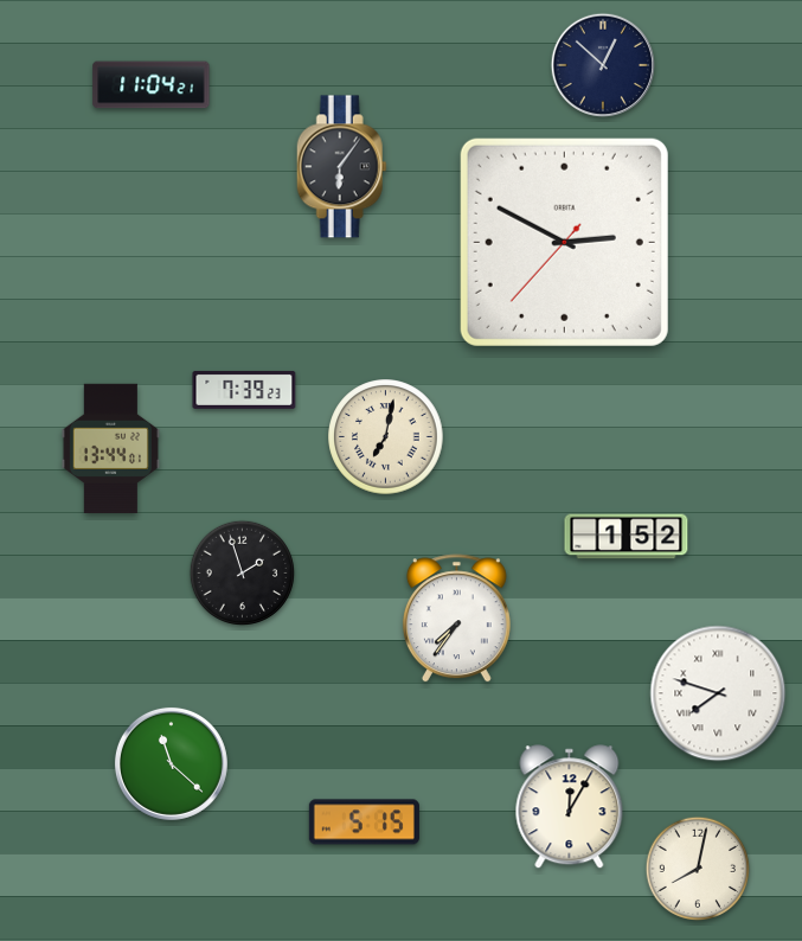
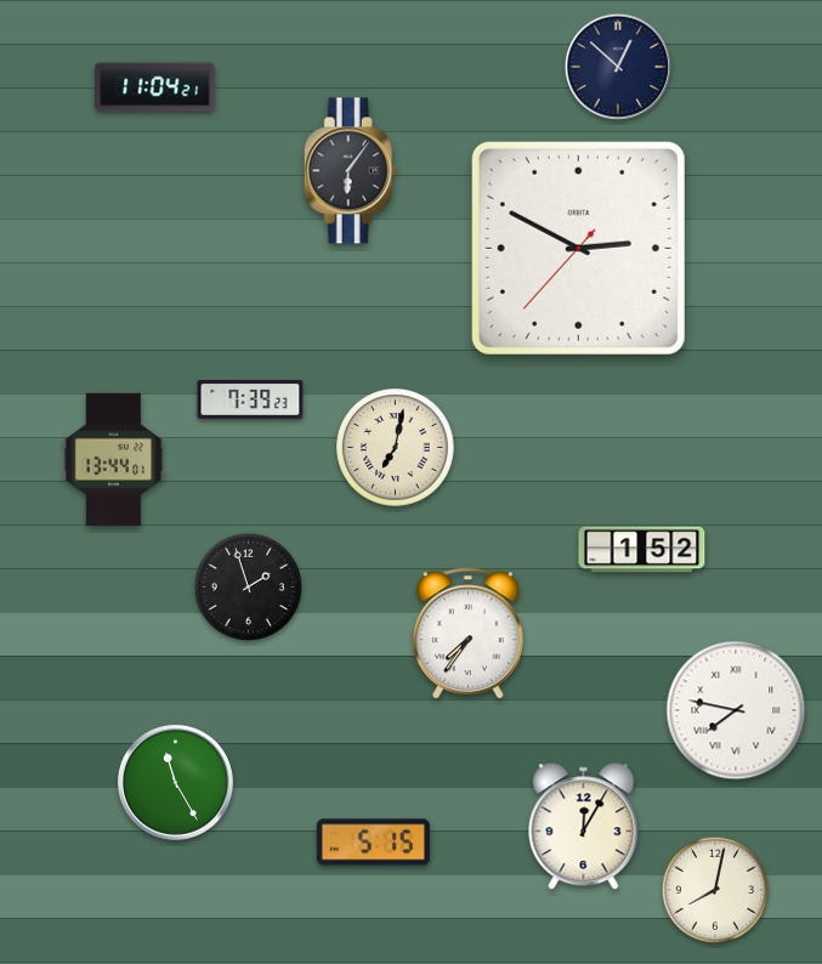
clock at (718, 693): 7:48 -> 7:47
clock at (171, 763): 11:22 -> 11:25
